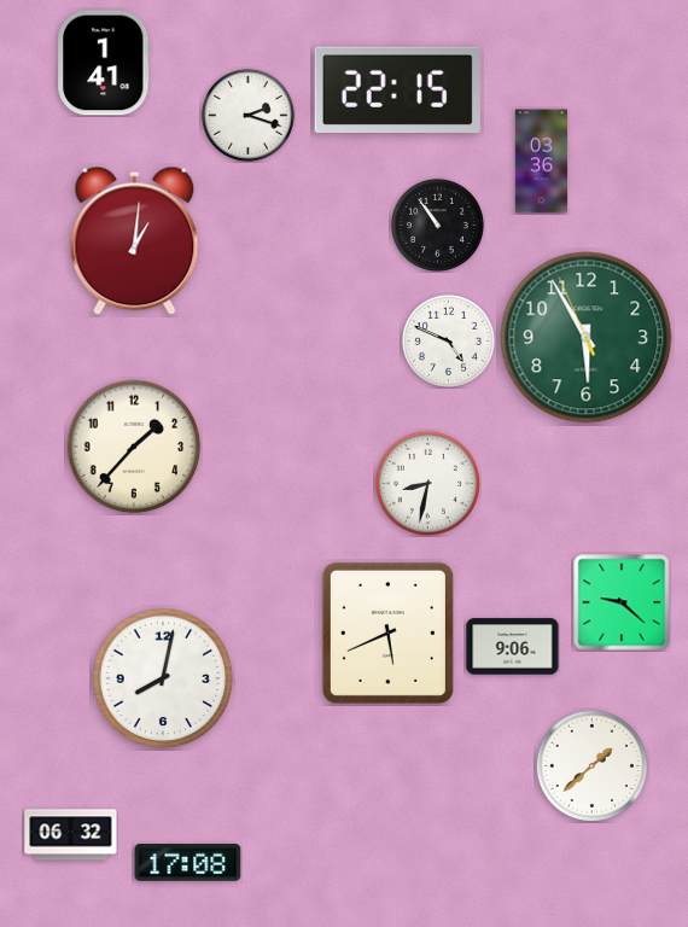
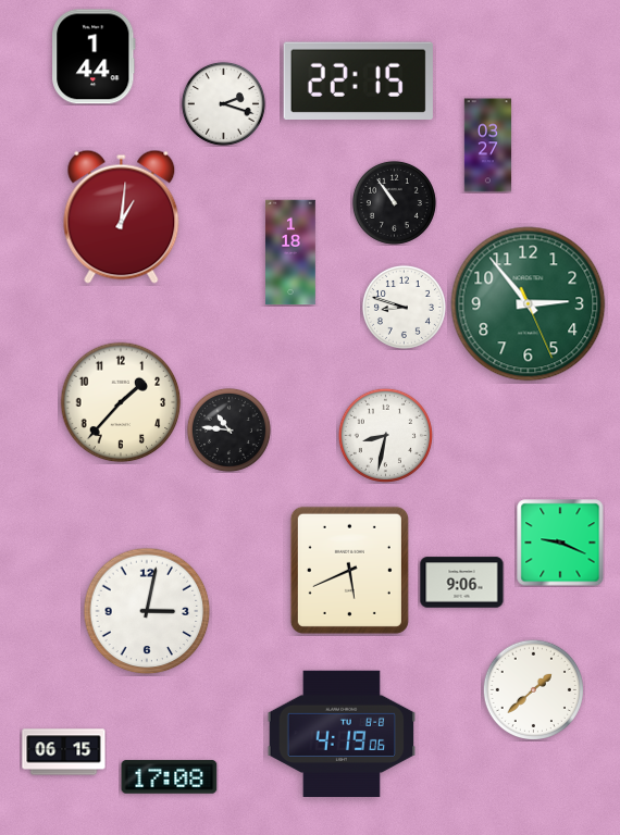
clock at (104, 63): 1:41 -> 1:44
clock at (542, 162): 03:36 -> 03:27
clock at (292, 252): none -> 1:18
clock at (587, 338): 5:54 -> 2:53
clock at (448, 340): 4:49 -> 8:48
clock at (228, 429): none -> 10:46
clock at (622, 602): 9:22 -> 9:19
clock at (163, 678): 8:02 -> 3:02
clock at (342, 733): none -> 4:19
clock at (71, 835): 06:32 -> 06:15
